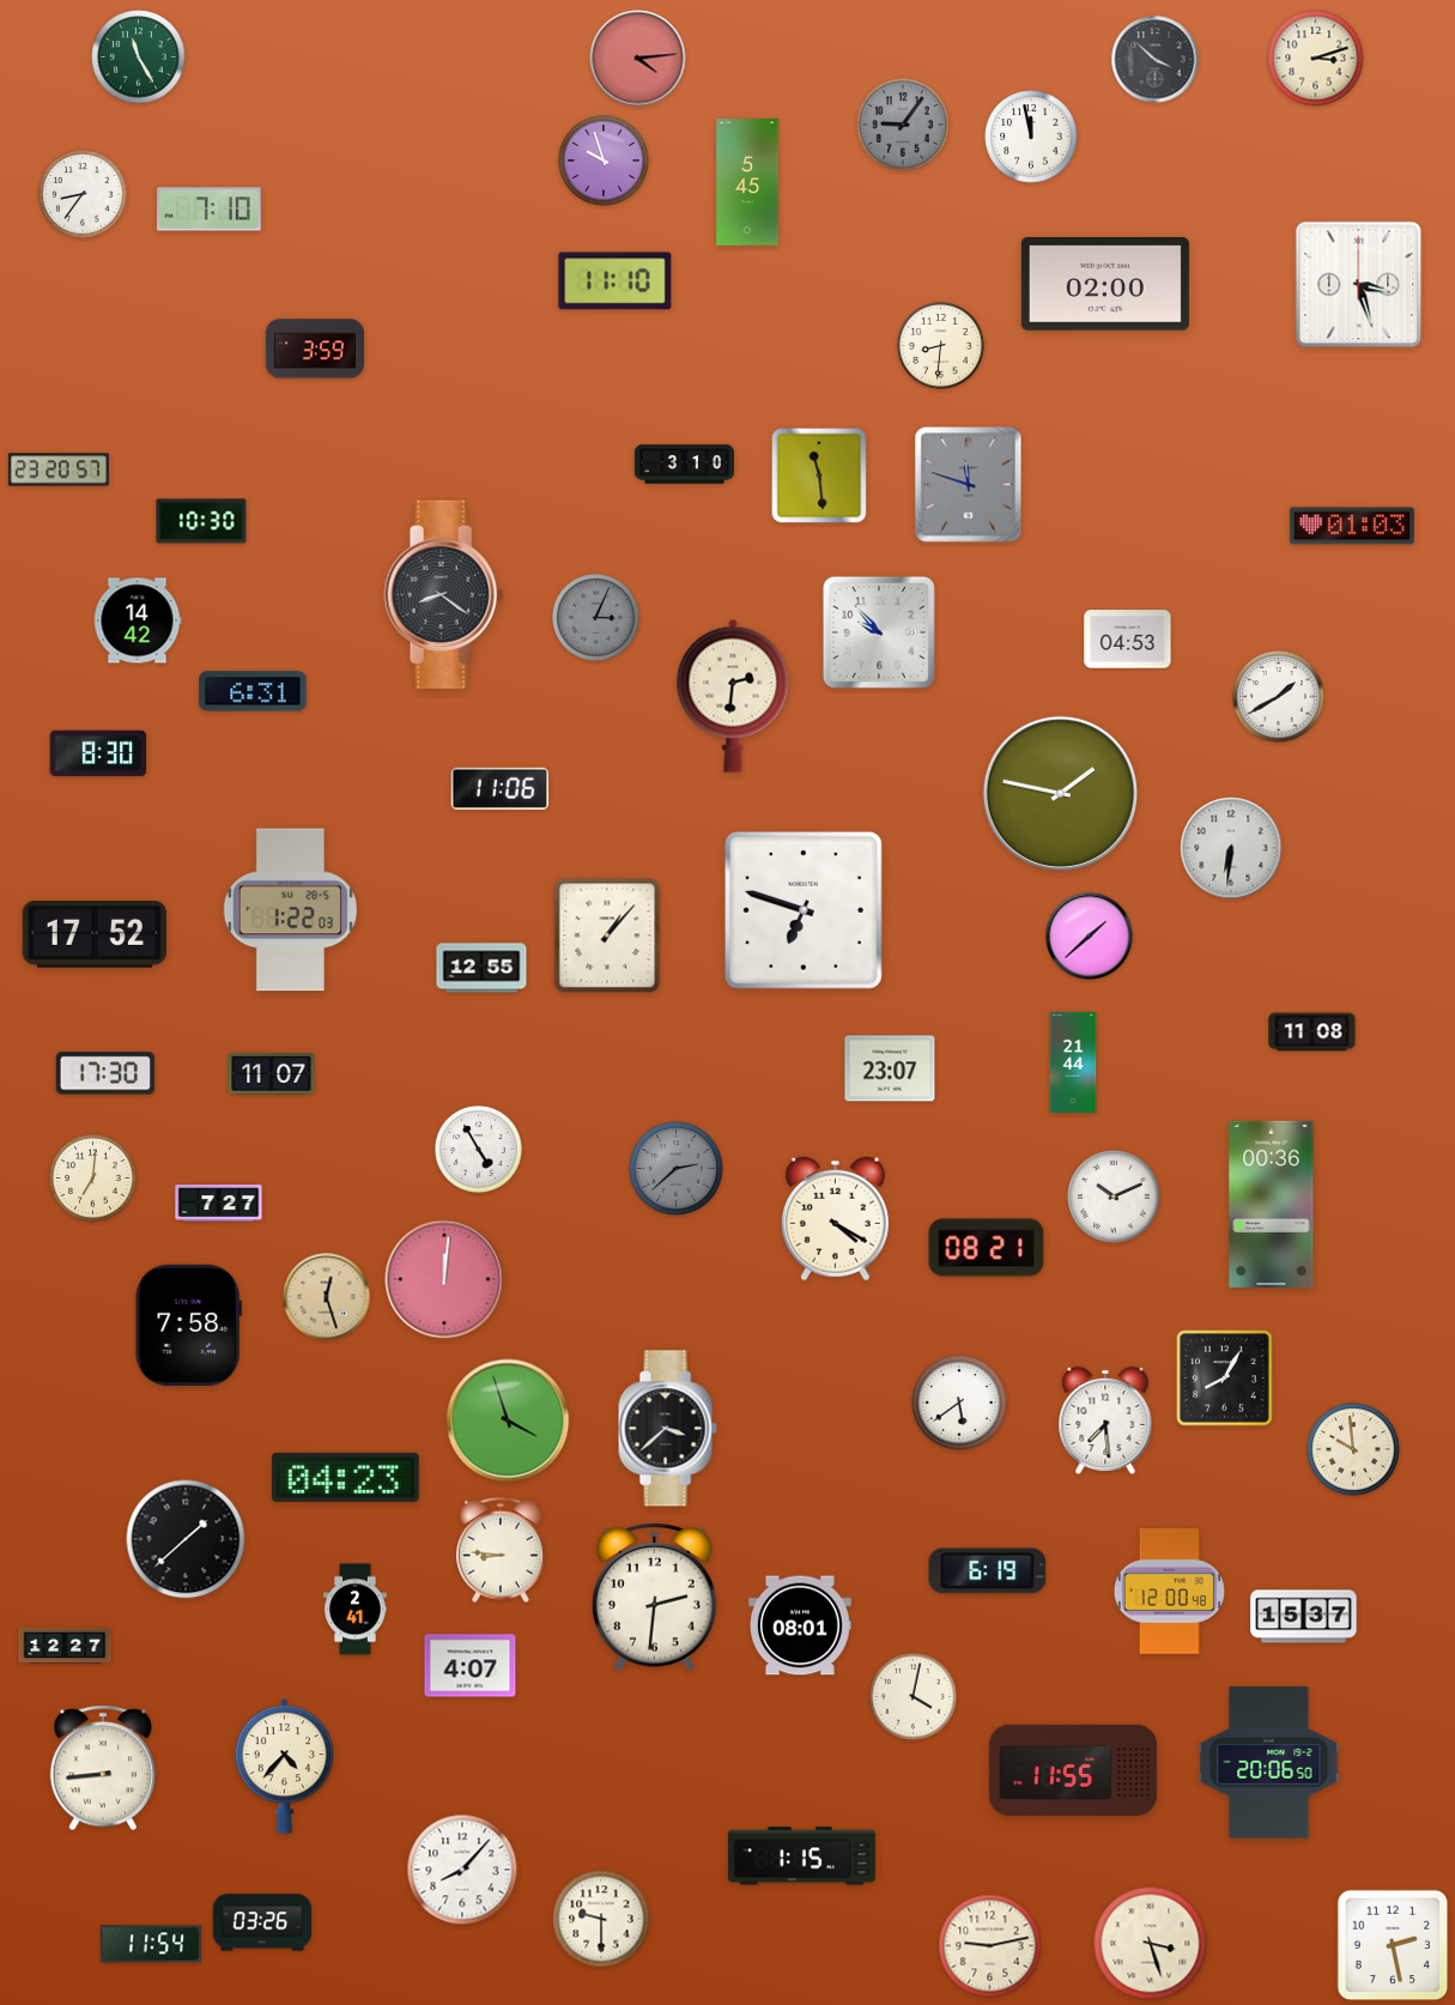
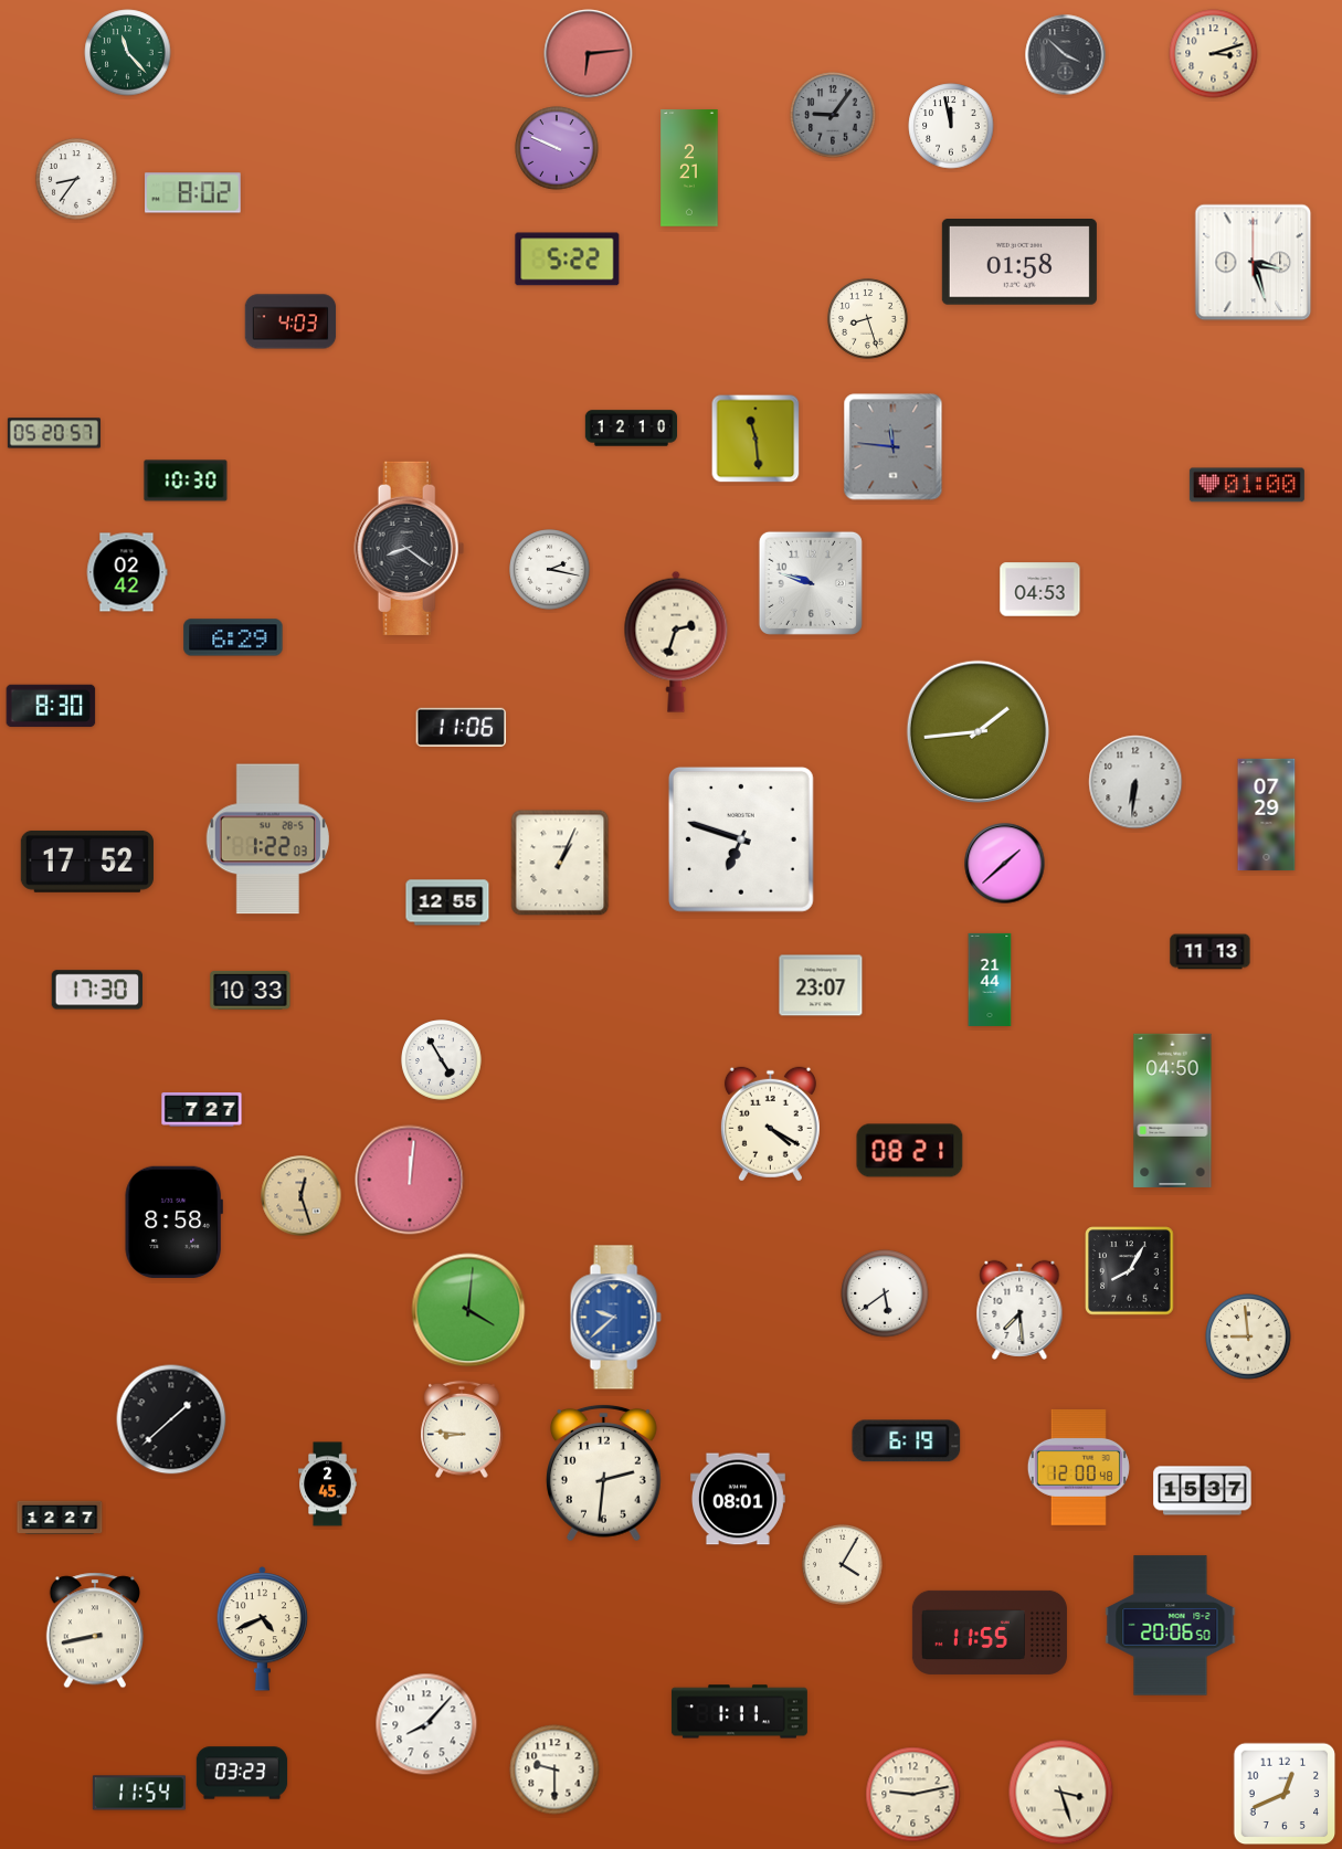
clock at (139, 57): 11:25 -> 11:23
clock at (638, 59): 4:14 -> 6:14
clock at (604, 160): 9:57 -> 9:49
clock at (747, 182): 5:45 -> 2:21
clock at (210, 210): 7:10 -> 8:02
clock at (616, 281): 11:10 -> 5:22
clock at (1105, 285): 02:00 -> 01:58
clock at (941, 346): 8:31 -> 8:27
clock at (315, 349): 3:59 -> 4:03
clock at (684, 465): 3:10 -> 12:10
clock at (59, 470): 23:20 -> 05:20
clock at (969, 485): 11:48 -> 11:46
clock at (1352, 526): 01:03 -> 01:00
clock at (596, 618): 3:04 -> 2:17
clock at (596, 618) dial: grey -> white
clock at (138, 620): 14:42 -> 02:42
clock at (879, 632): 9:53 -> 9:48
clock at (253, 691): 6:31 -> 6:29
clock at (733, 696): 2:31 -> 2:33
clock at (1279, 697): 1:40 -> none
clock at (98, 753) position: (98, 753) -> (51, 706)
clock at (1060, 793): 1:47 -> 1:44
clock at (1267, 815): none -> 07:29
clock at (607, 935): 1:07 -> 1:04
clock at (481, 968) position: (481, 968) -> (447, 902)
clock at (1312, 1032): 11:08 -> 11:13
clock at (272, 1073): 11:07 -> 10:33
clock at (677, 1169): 2:38 -> none
clock at (93, 1179): 7:01 -> none
clock at (1114, 1197): 10:11 -> none
clock at (1272, 1204): 00:36 -> 04:50
clock at (188, 1325): 7:58 -> 8:58
clock at (508, 1421): 3:57 -> 4:01
clock at (667, 1429): 3:38 -> 9:38
clock at (667, 1429) dial: black -> blue
clock at (1353, 1449): 9:59 -> 8:59
clock at (345, 1477): 04:23 -> none
clock at (988, 1571) position: (988, 1571) -> (907, 1441)
clock at (356, 1610): 2:41 -> 2:45
clock at (471, 1666): 4:07 -> none
clock at (914, 1697): 4:02 -> 4:05
clock at (285, 1767): 4:37 -> 4:41
clock at (102, 1768): 8:44 -> 8:43
clock at (801, 1856): 1:15 -> 1:11
clock at (262, 1922): 03:26 -> 03:23
clock at (1393, 1945): 2:28 -> 12:41
